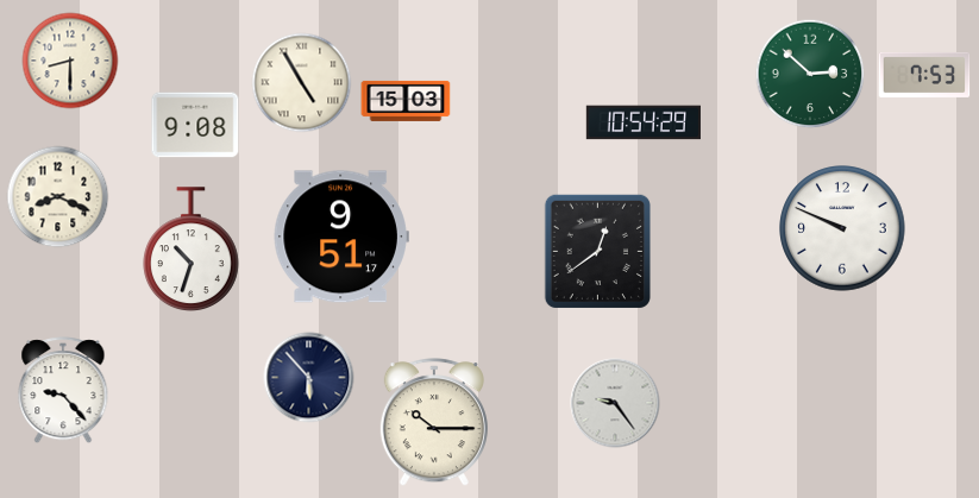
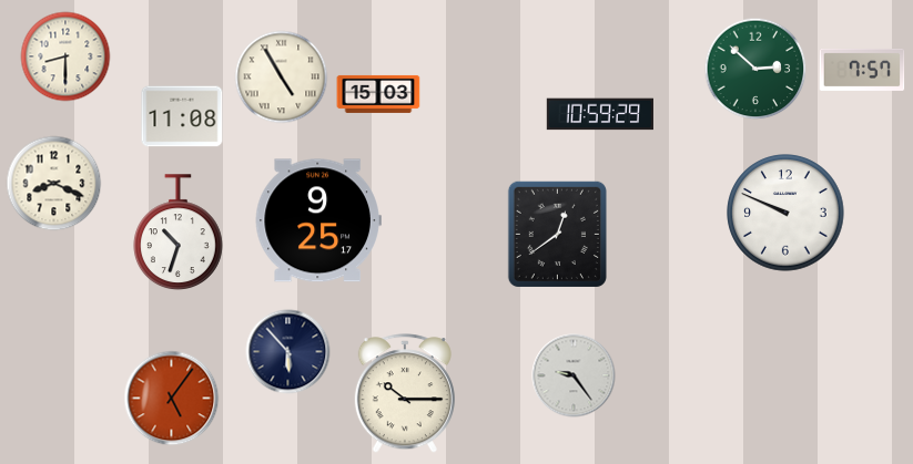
clock at (924, 75): 7:53 -> 7:57
clock at (644, 122): 10:54 -> 10:59
clock at (195, 125): 9:08 -> 11:08
clock at (341, 237): 9:51 -> 9:25
clock at (63, 391): 9:23 -> none
clock at (172, 399): none -> 5:06
